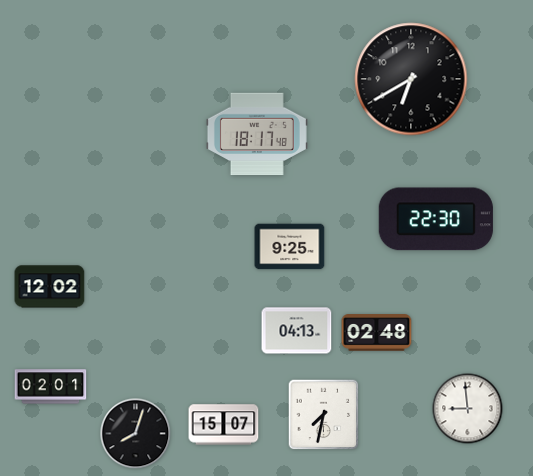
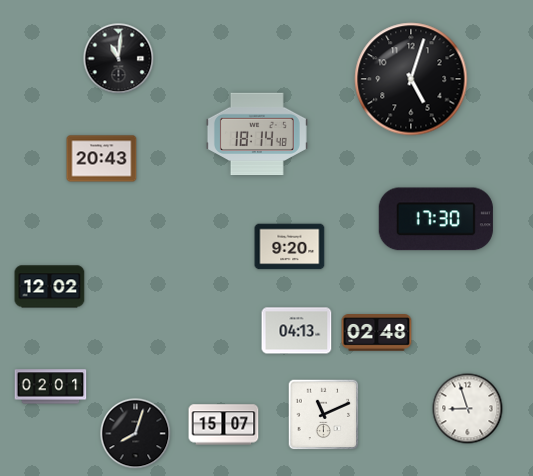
clock at (119, 59): none -> 11:01
clock at (411, 79): 6:40 -> 5:03
clock at (257, 134): 18:17 -> 18:14
clock at (102, 159): none -> 20:43
clock at (436, 219): 22:30 -> 17:30
clock at (290, 247): 9:25 -> 9:20
clock at (468, 409): 8:59 -> 8:57
clock at (324, 415): 7:32 -> 11:11
